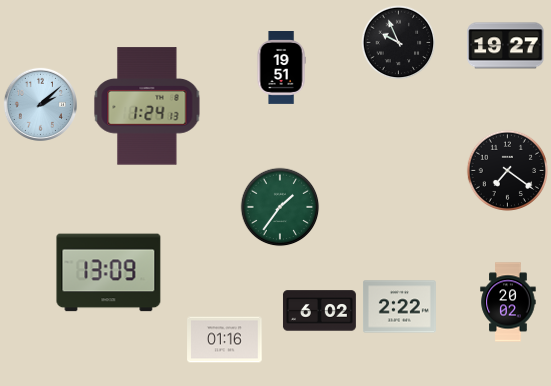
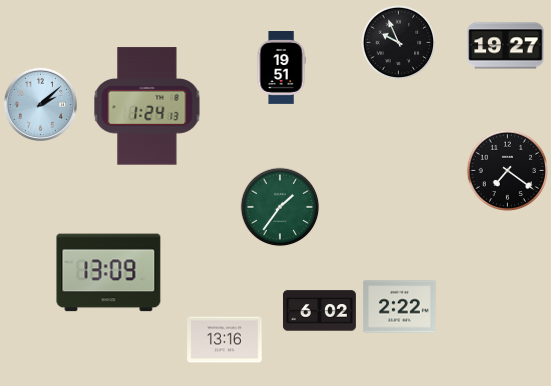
clock at (508, 302): 20:02 -> none
clock at (225, 340): 01:16 -> 13:16
